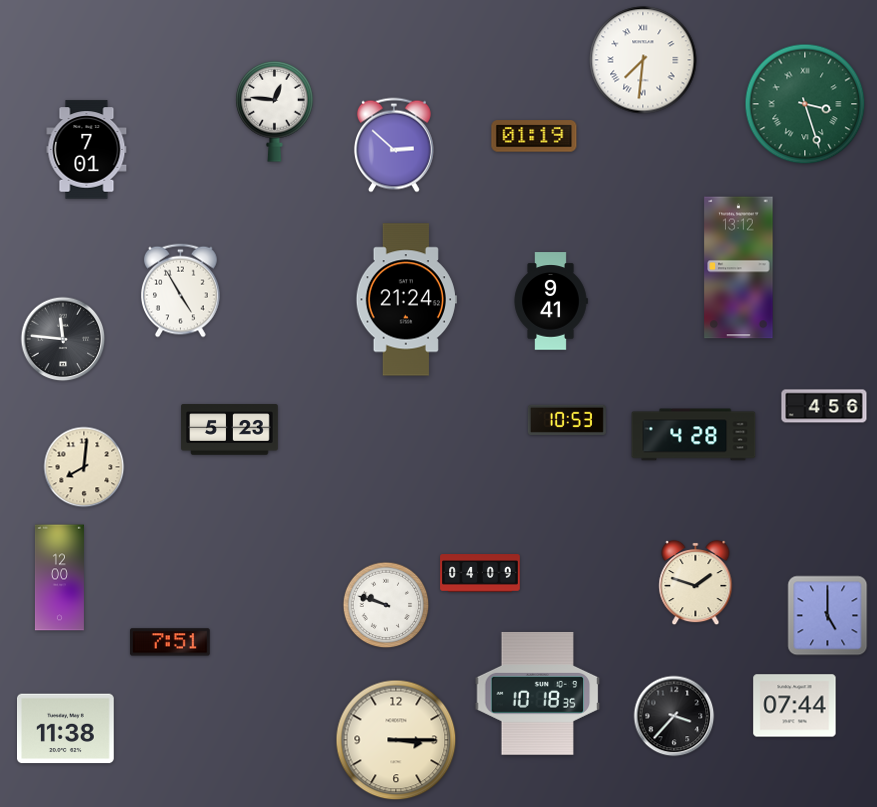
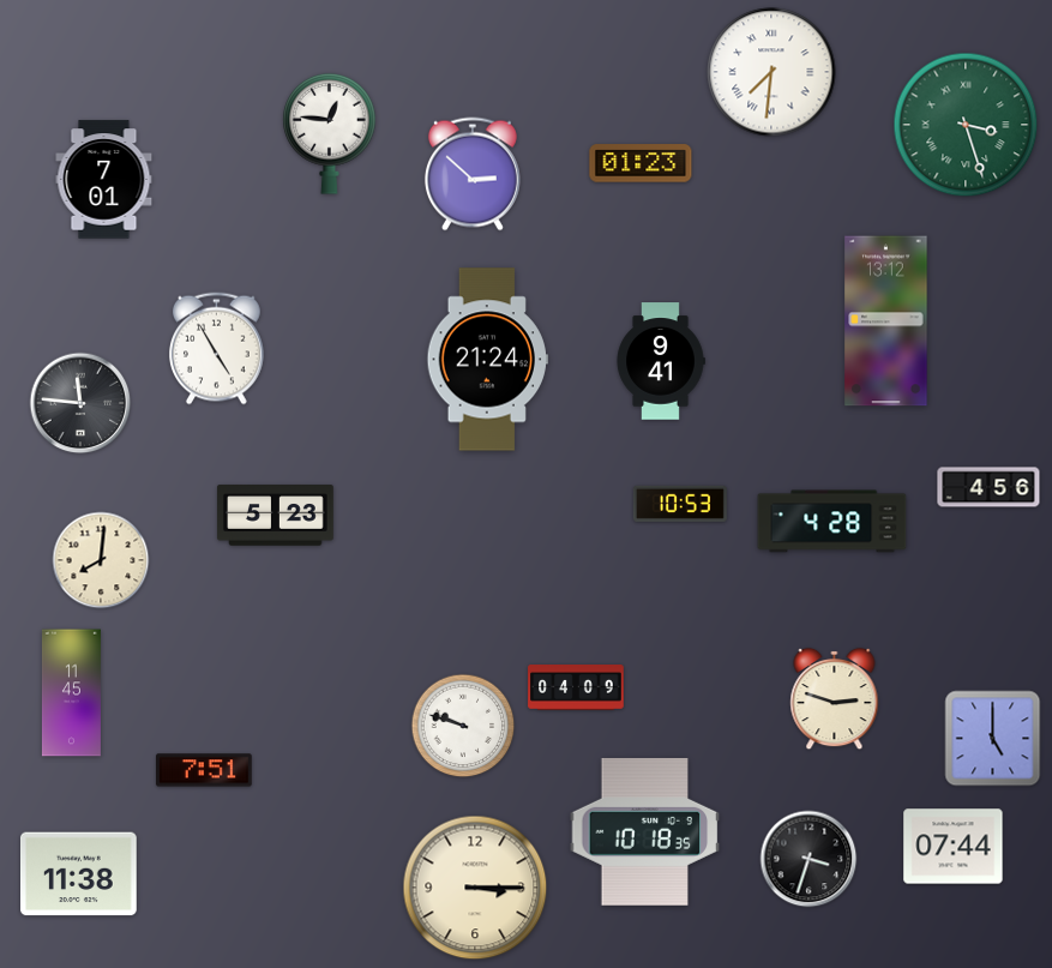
clock at (534, 136): 01:19 -> 01:23
clock at (63, 339) position: (63, 339) -> (80, 403)
clock at (59, 578): 12:00 -> 11:45
clock at (696, 583): 1:48 -> 2:48
clock at (674, 716): 3:37 -> 3:33
